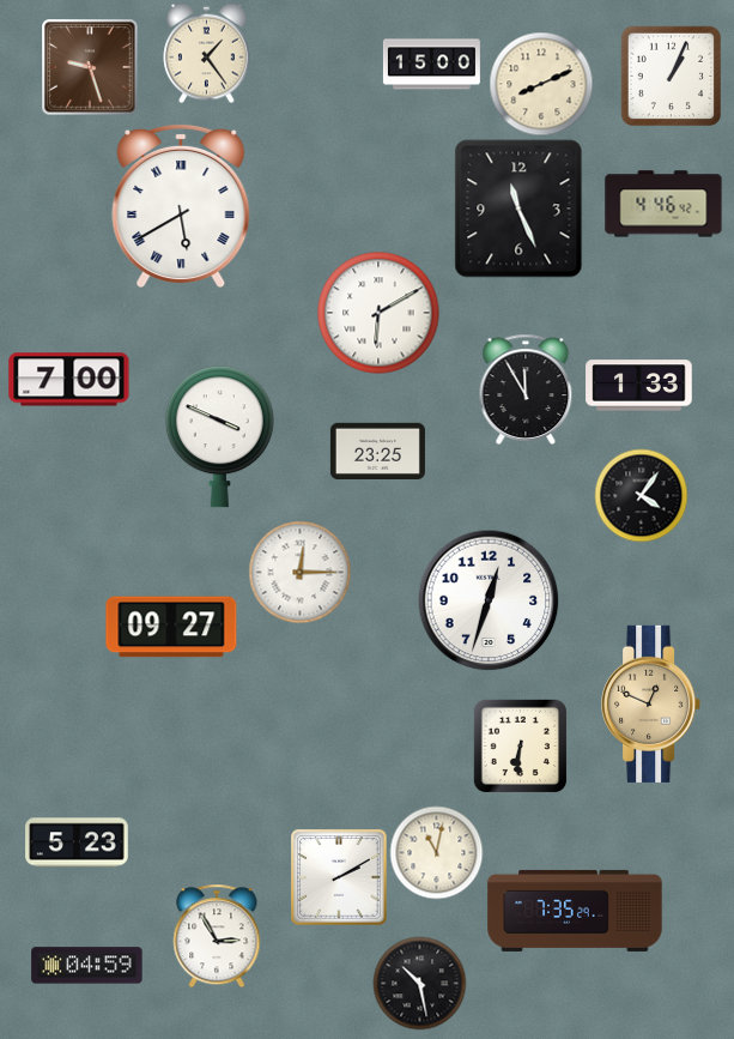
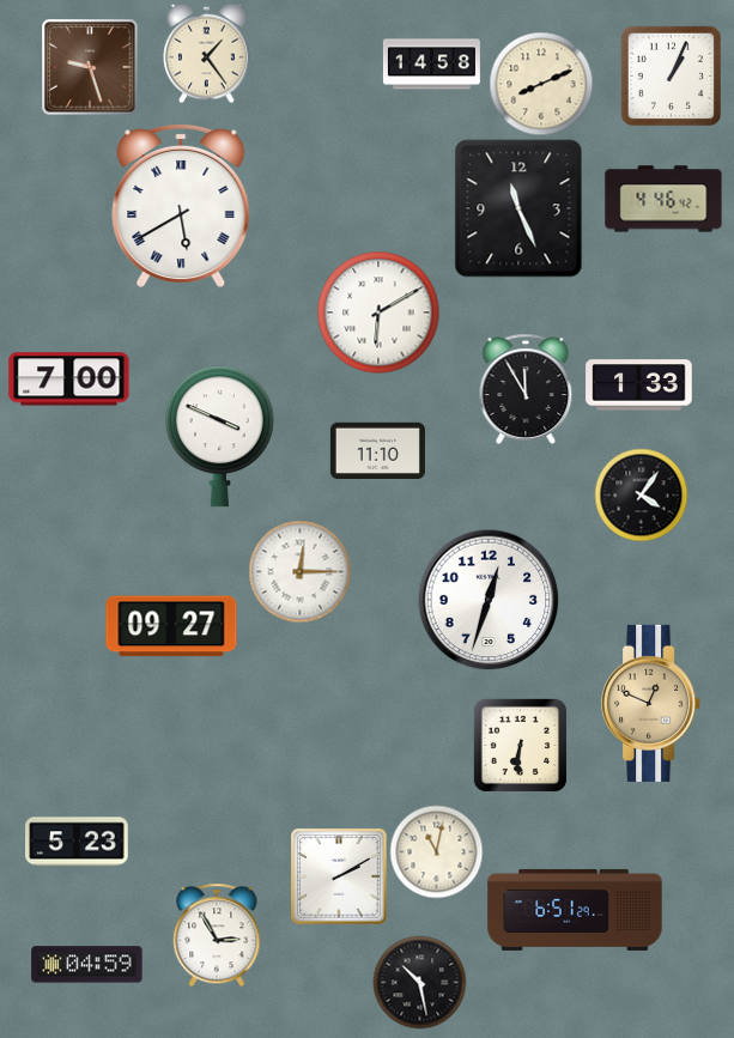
clock at (431, 65): 15:00 -> 14:58
clock at (663, 204) position: (663, 204) -> (663, 199)
clock at (377, 451): 23:25 -> 11:10
clock at (575, 911): 7:35 -> 6:51
